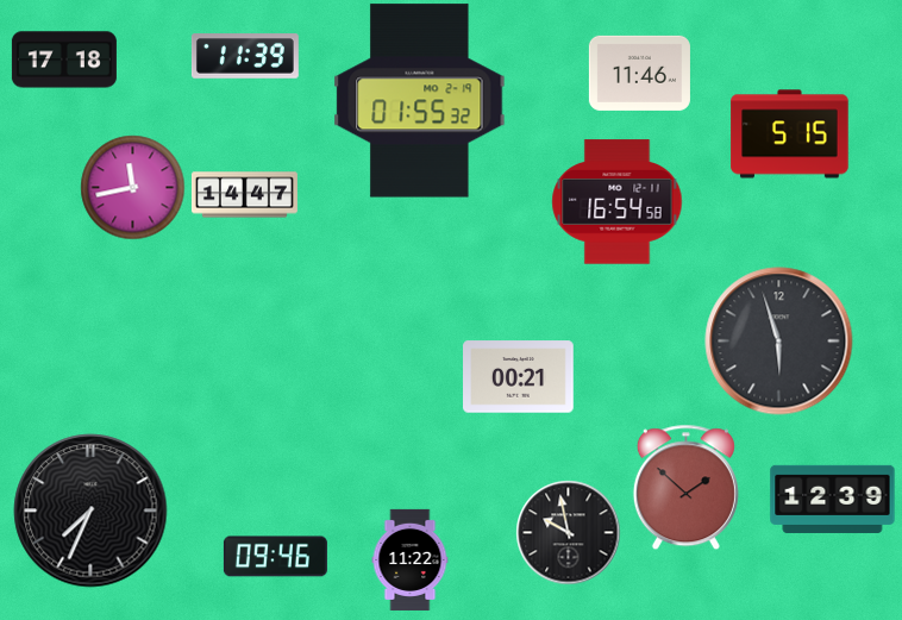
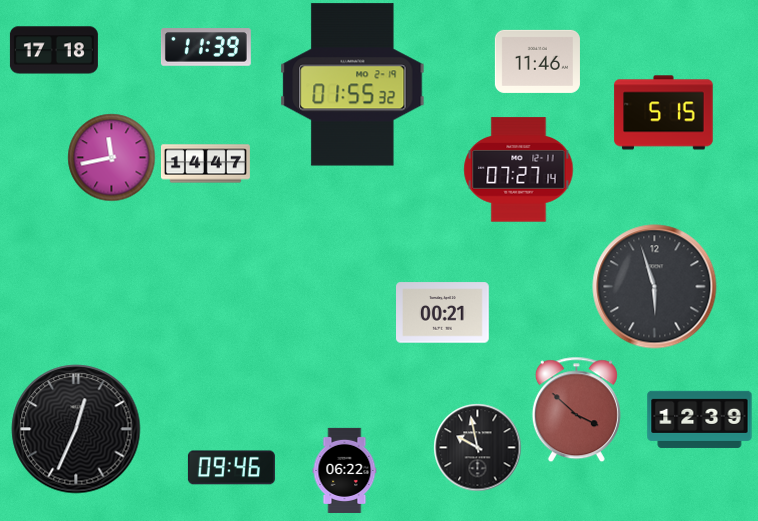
clock at (618, 202): 16:54 -> 07:27
clock at (519, 377) position: (519, 377) -> (443, 313)
clock at (685, 487): 1:52 -> 3:52
clock at (90, 511): 7:34 -> 12:34
clock at (411, 559): 11:22 -> 06:22
